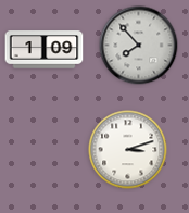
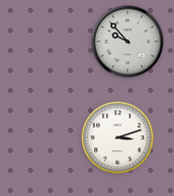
clock at (139, 46): 7:53 -> 9:53
clock at (45, 50): 1:09 -> none
